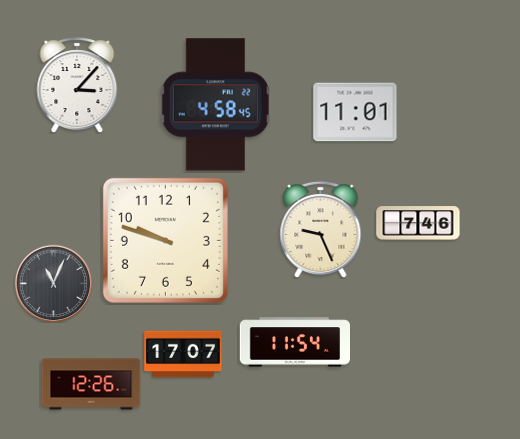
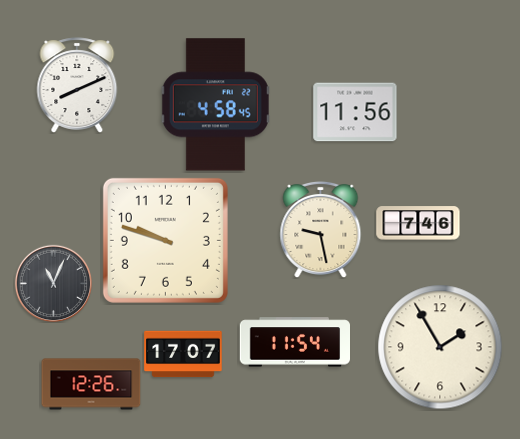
clock at (77, 85): 3:07 -> 8:11
clock at (355, 112): 11:01 -> 11:56
clock at (321, 229): 9:26 -> 9:28
clock at (440, 347): none -> 1:55
